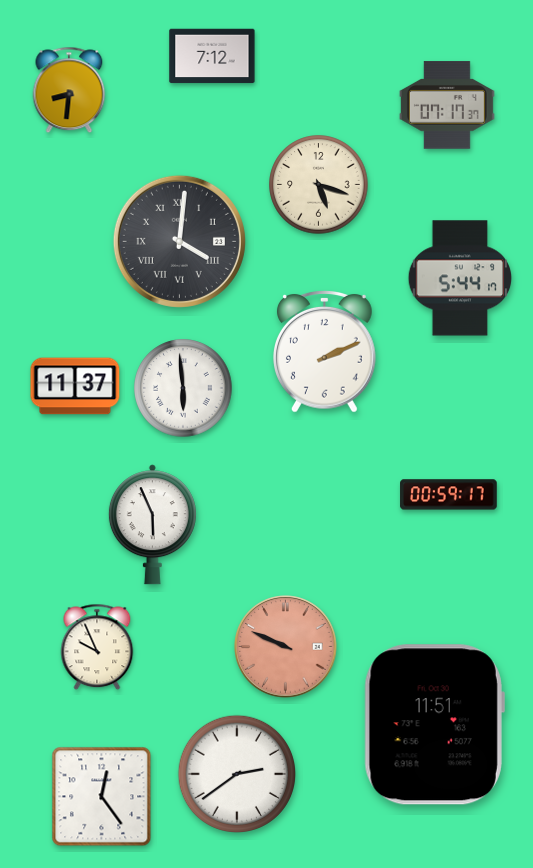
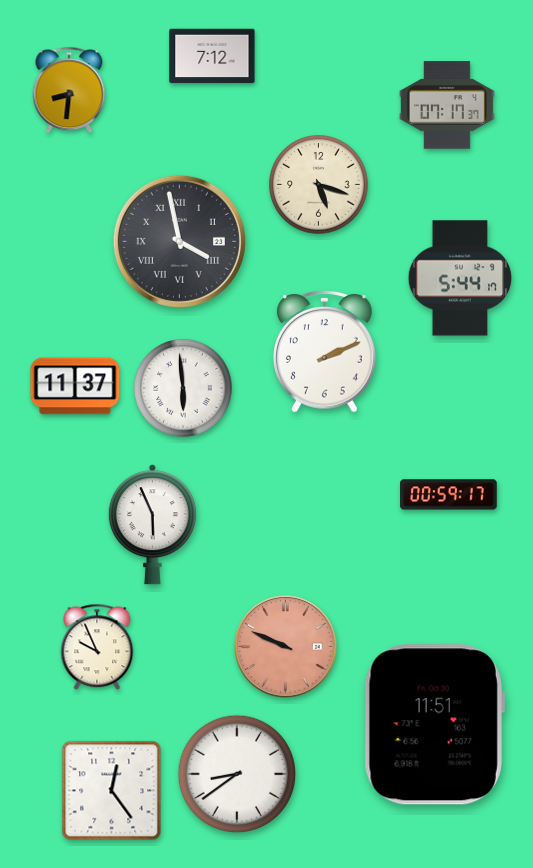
clock at (179, 241): 4:01 -> 3:58
clock at (236, 773): 2:39 -> 8:39
clock at (102, 797) position: (102, 797) -> (112, 791)
